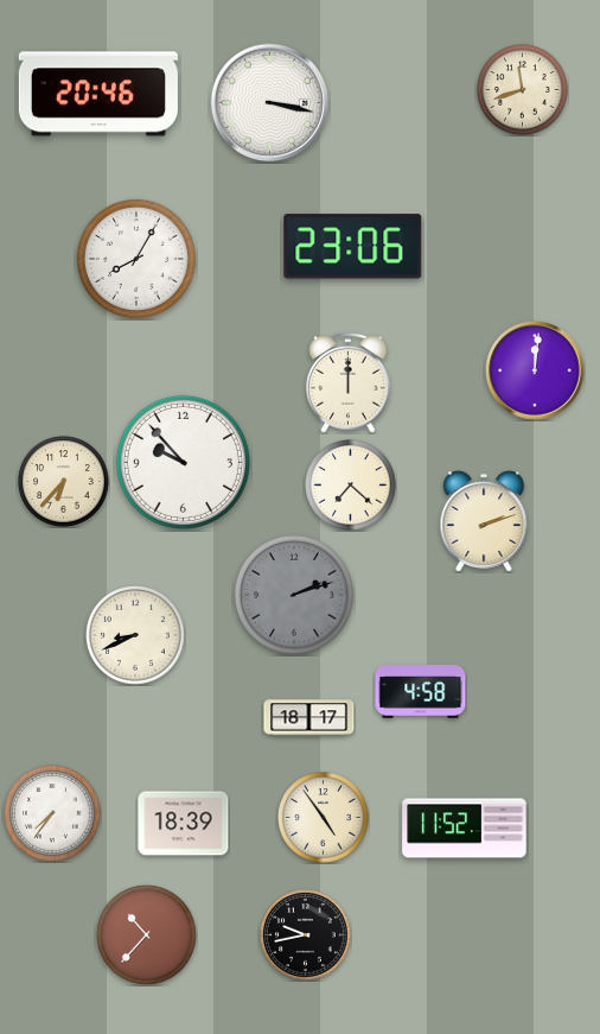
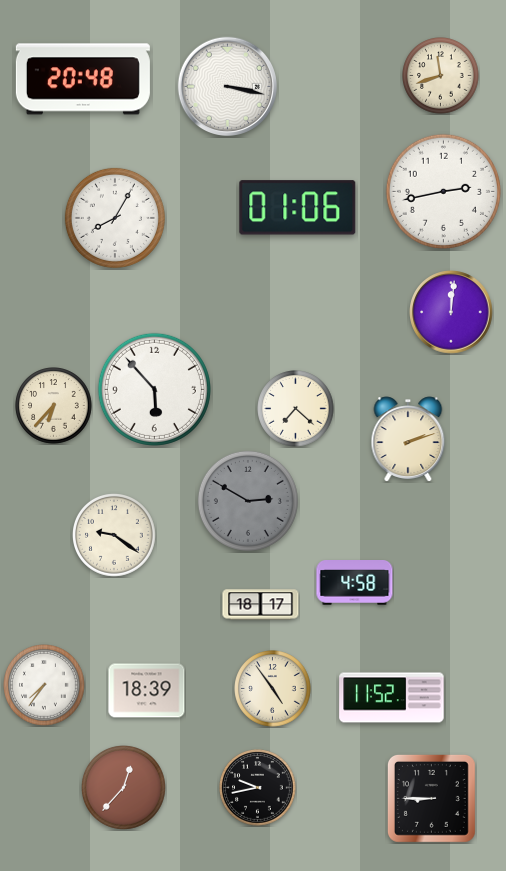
clock at (98, 94): 20:46 -> 20:48
clock at (443, 191): none -> 2:43
clock at (353, 247): 23:06 -> 01:06
clock at (349, 383): 12:00 -> none
clock at (183, 462): 9:53 -> 5:53
clock at (294, 595): 2:12 -> 2:50
clock at (136, 636): 8:41 -> 9:21
clock at (184, 824) position: (184, 824) -> (147, 691)
clock at (147, 935): 10:37 -> 12:37
clock at (431, 798): none -> 8:45
